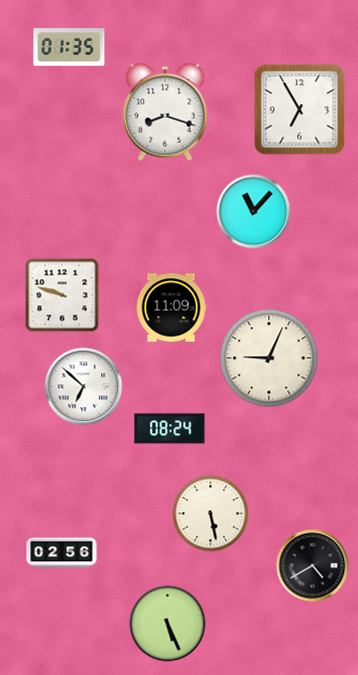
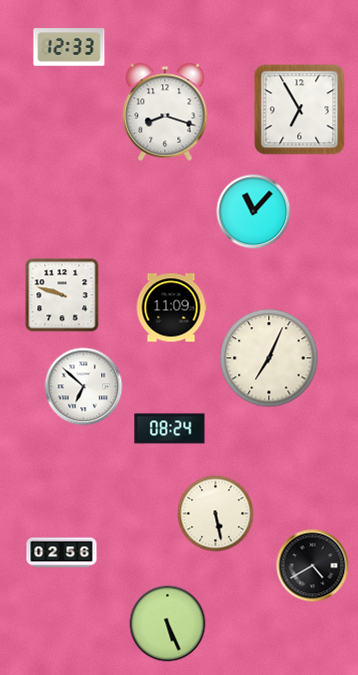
clock at (69, 47): 01:35 -> 12:33
clock at (269, 358): 9:04 -> 7:04
clock at (211, 514) position: (211, 514) -> (216, 514)
